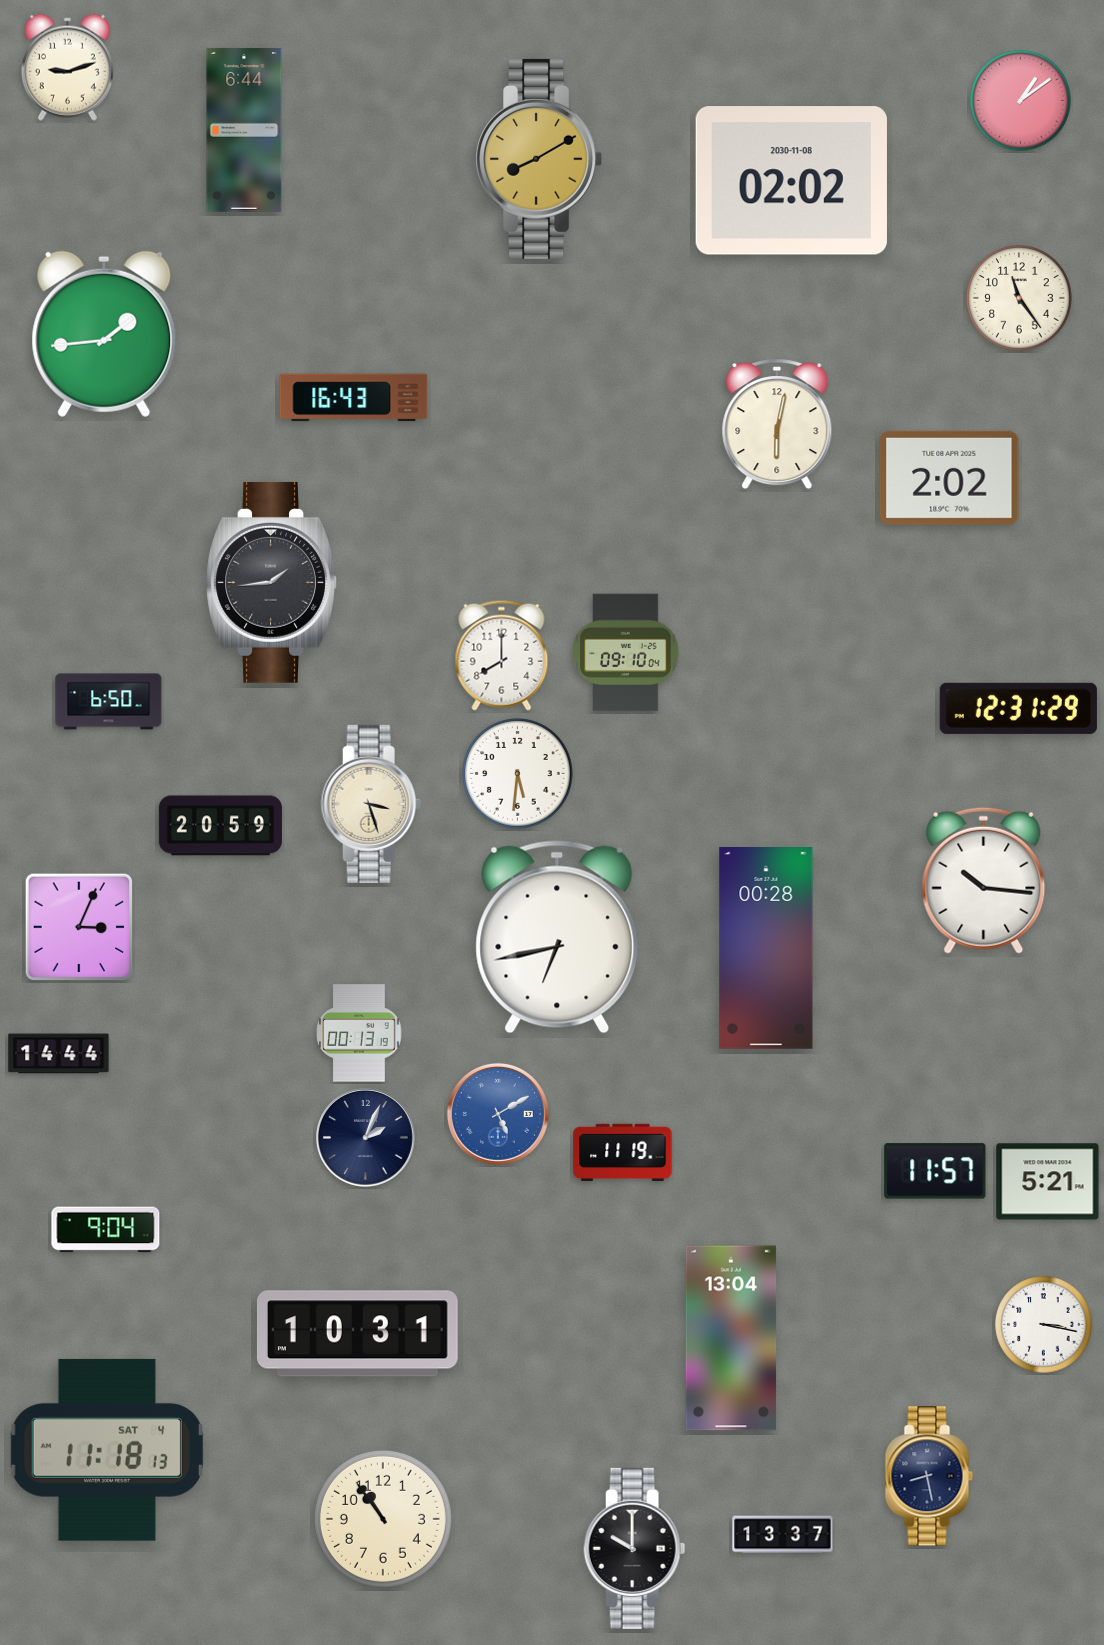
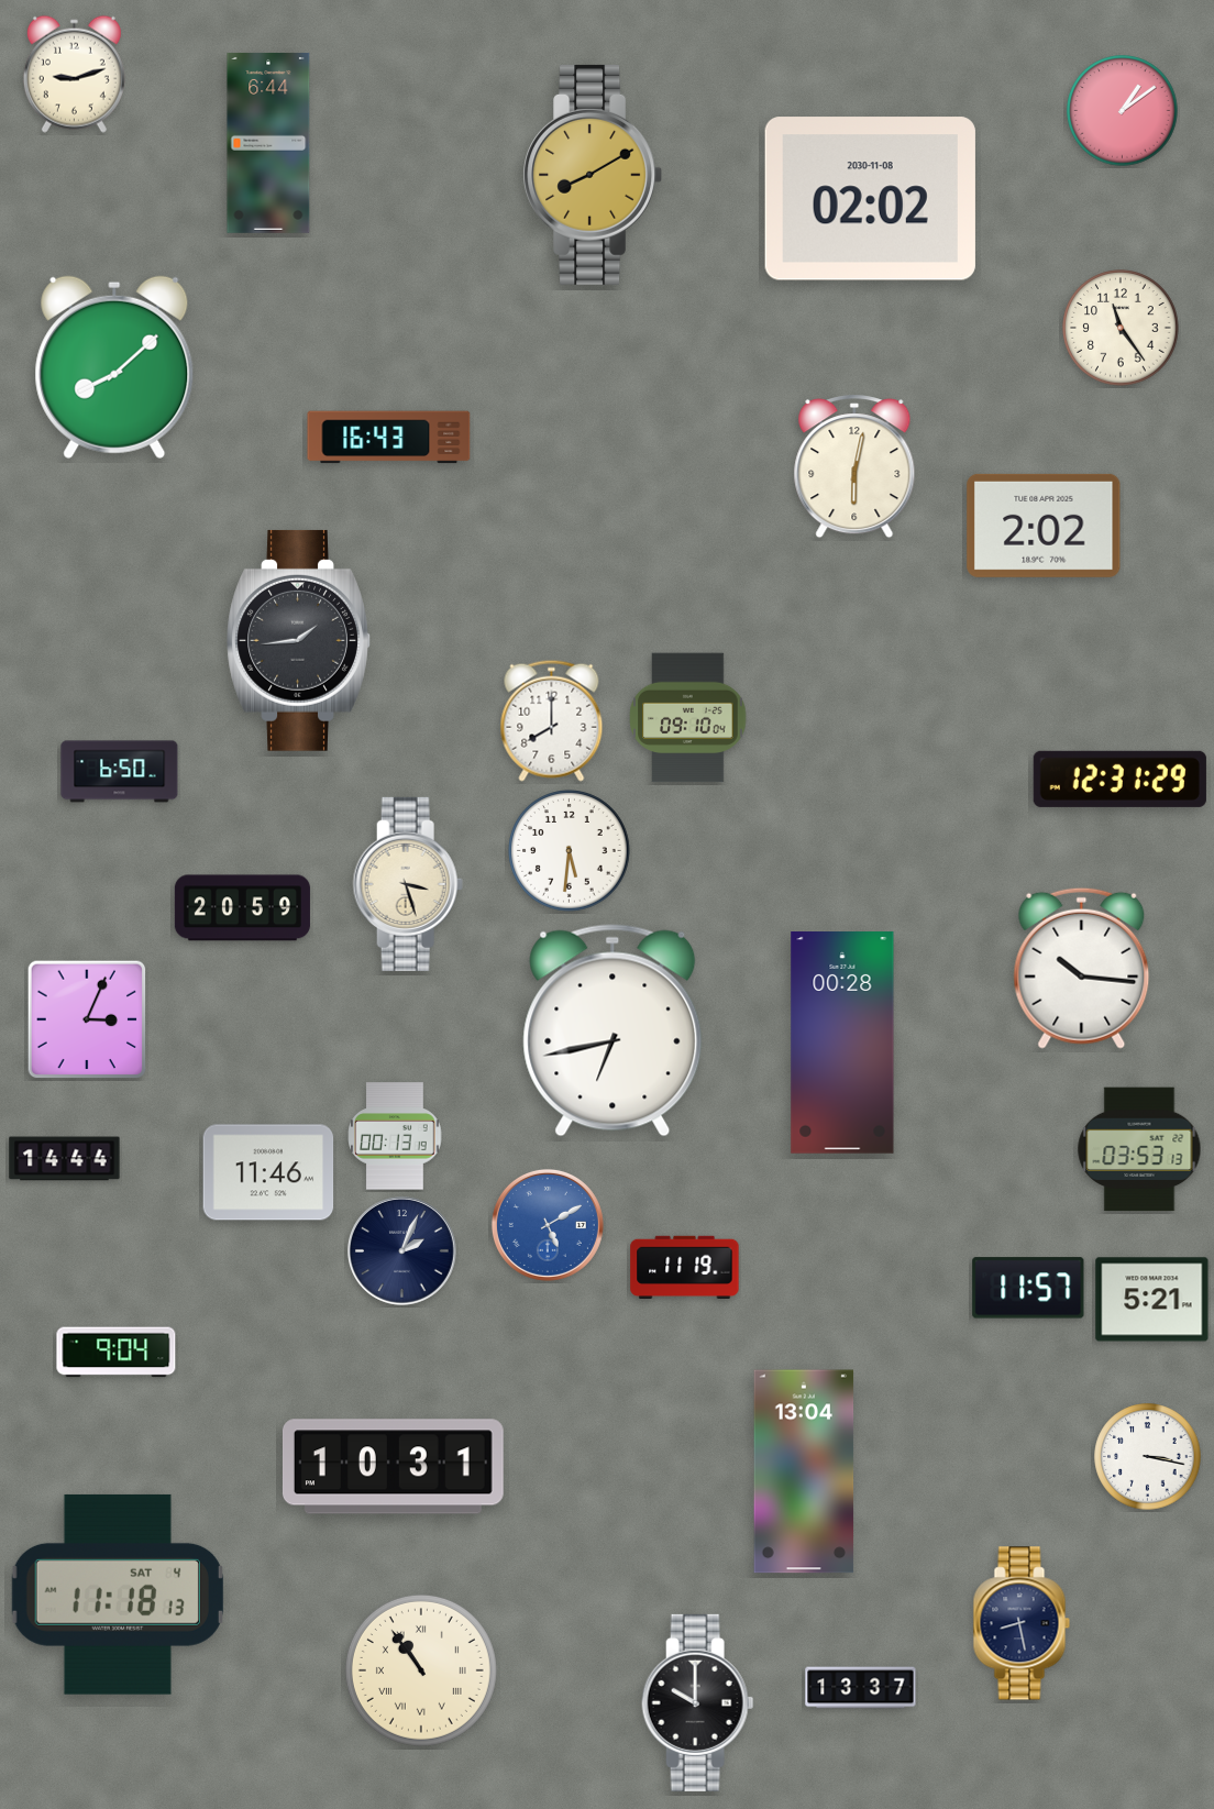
clock at (104, 334): 1:44 -> 8:08
clock at (1139, 1149): none -> 03:53
clock at (268, 1172): none -> 11:46
clock at (383, 1519) numerals: Arabic -> Roman
